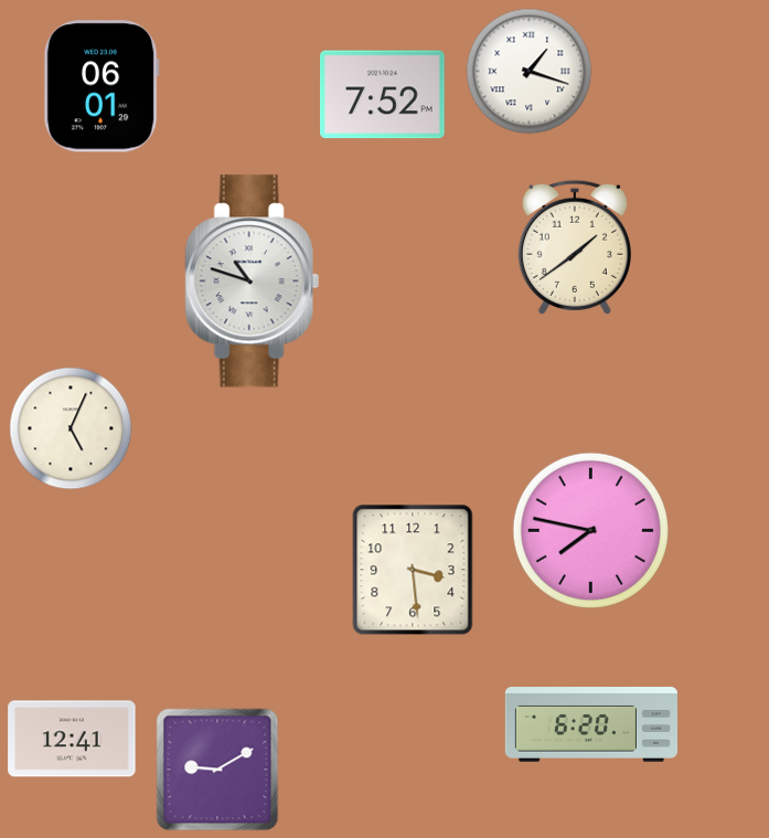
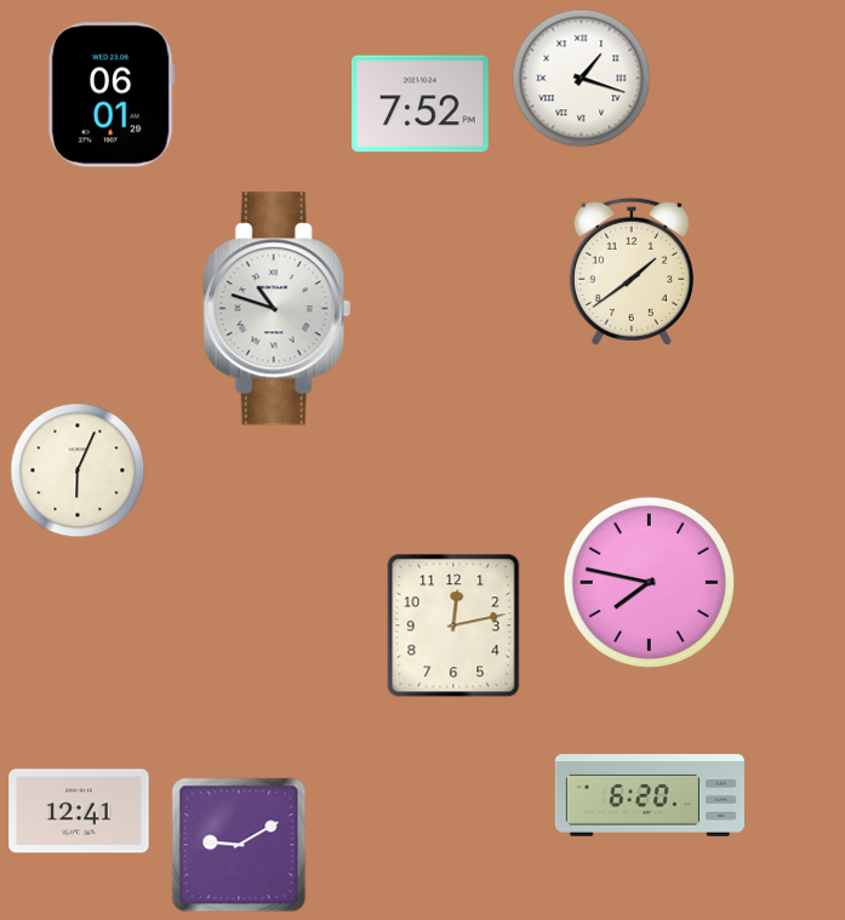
clock at (71, 428): 5:04 -> 6:04
clock at (413, 570): 3:29 -> 12:13
